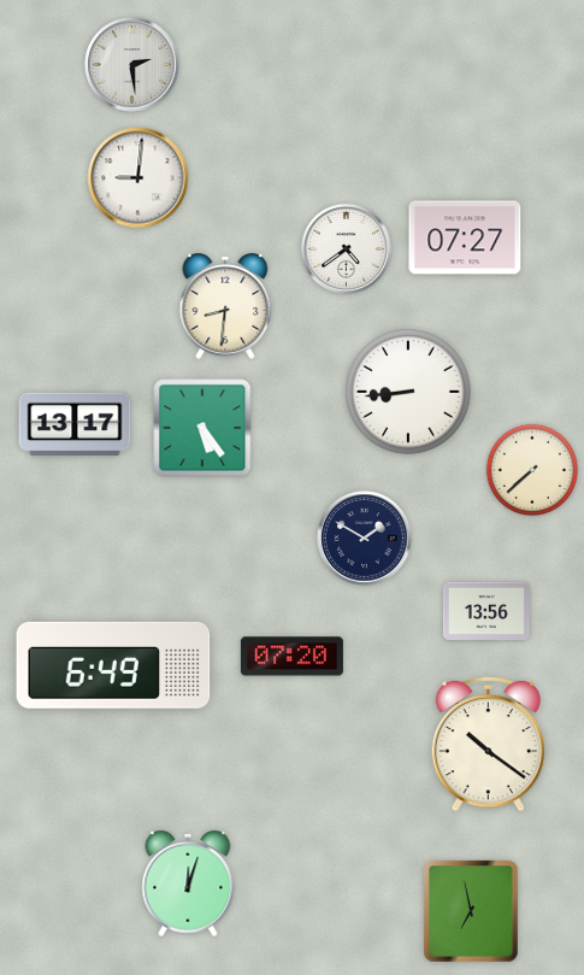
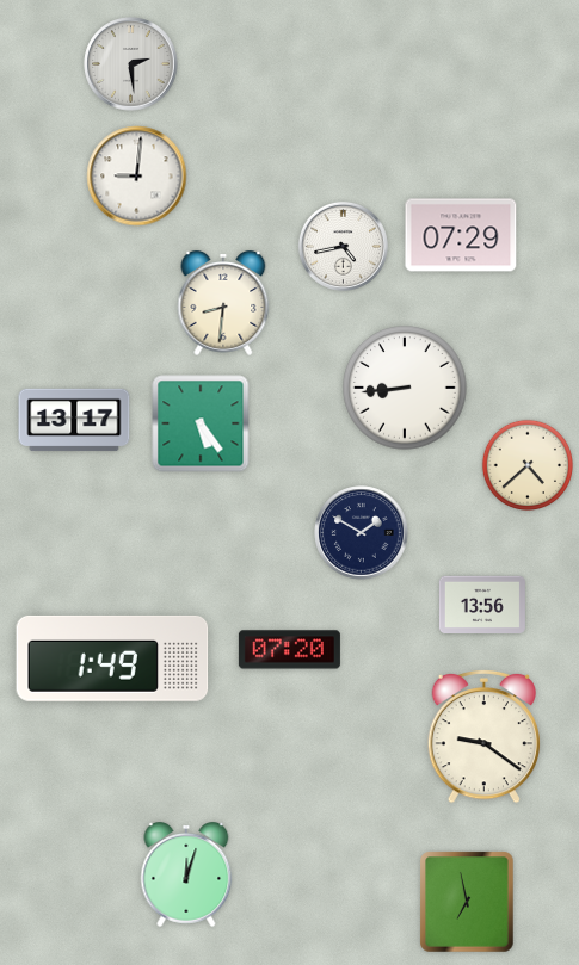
clock at (465, 237): 07:27 -> 07:29
clock at (346, 248): 4:39 -> 4:43
clock at (531, 469): 7:38 -> 4:38
clock at (113, 665): 6:49 -> 1:49
clock at (488, 744): 10:21 -> 9:21
